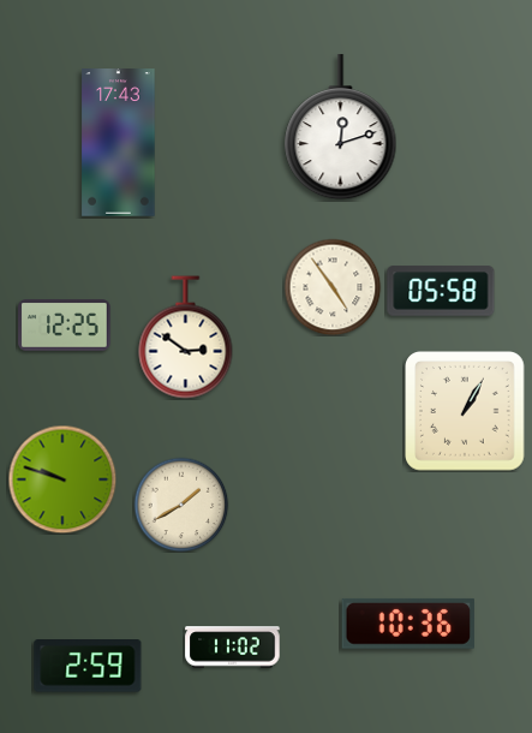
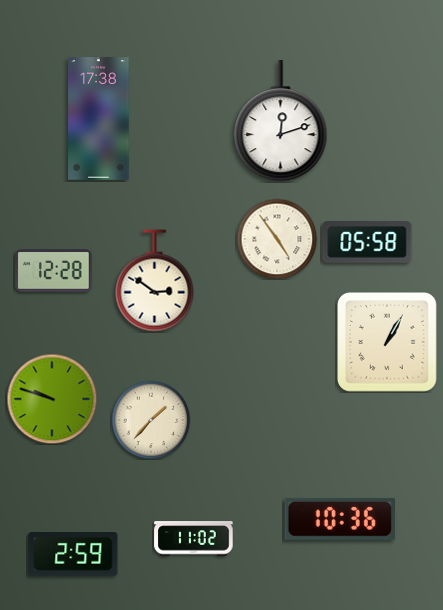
clock at (341, 127) position: (341, 127) -> (281, 121)
clock at (119, 143): 17:43 -> 17:38
clock at (65, 326): 12:25 -> 12:28
clock at (181, 505): 1:40 -> 1:37
